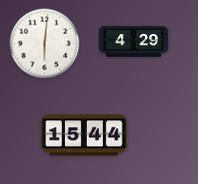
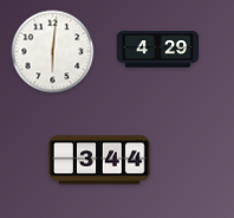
clock at (84, 135): 15:44 -> 3:44
